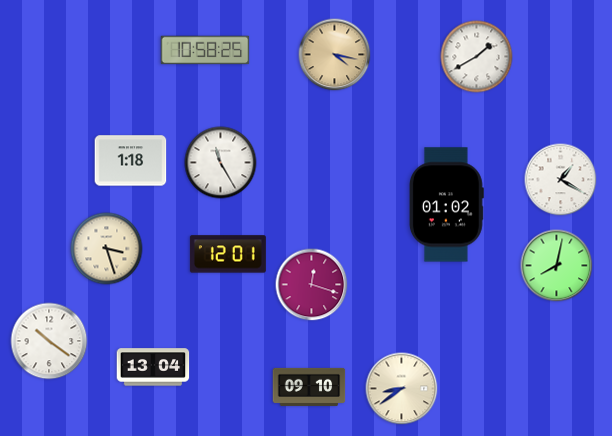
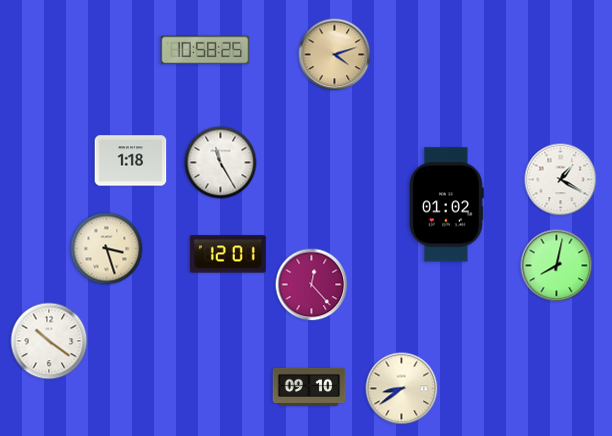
clock at (335, 55): 4:17 -> 4:12
clock at (477, 57): 1:40 -> none
clock at (312, 285): 12:18 -> 12:23
clock at (153, 367): 13:04 -> none
